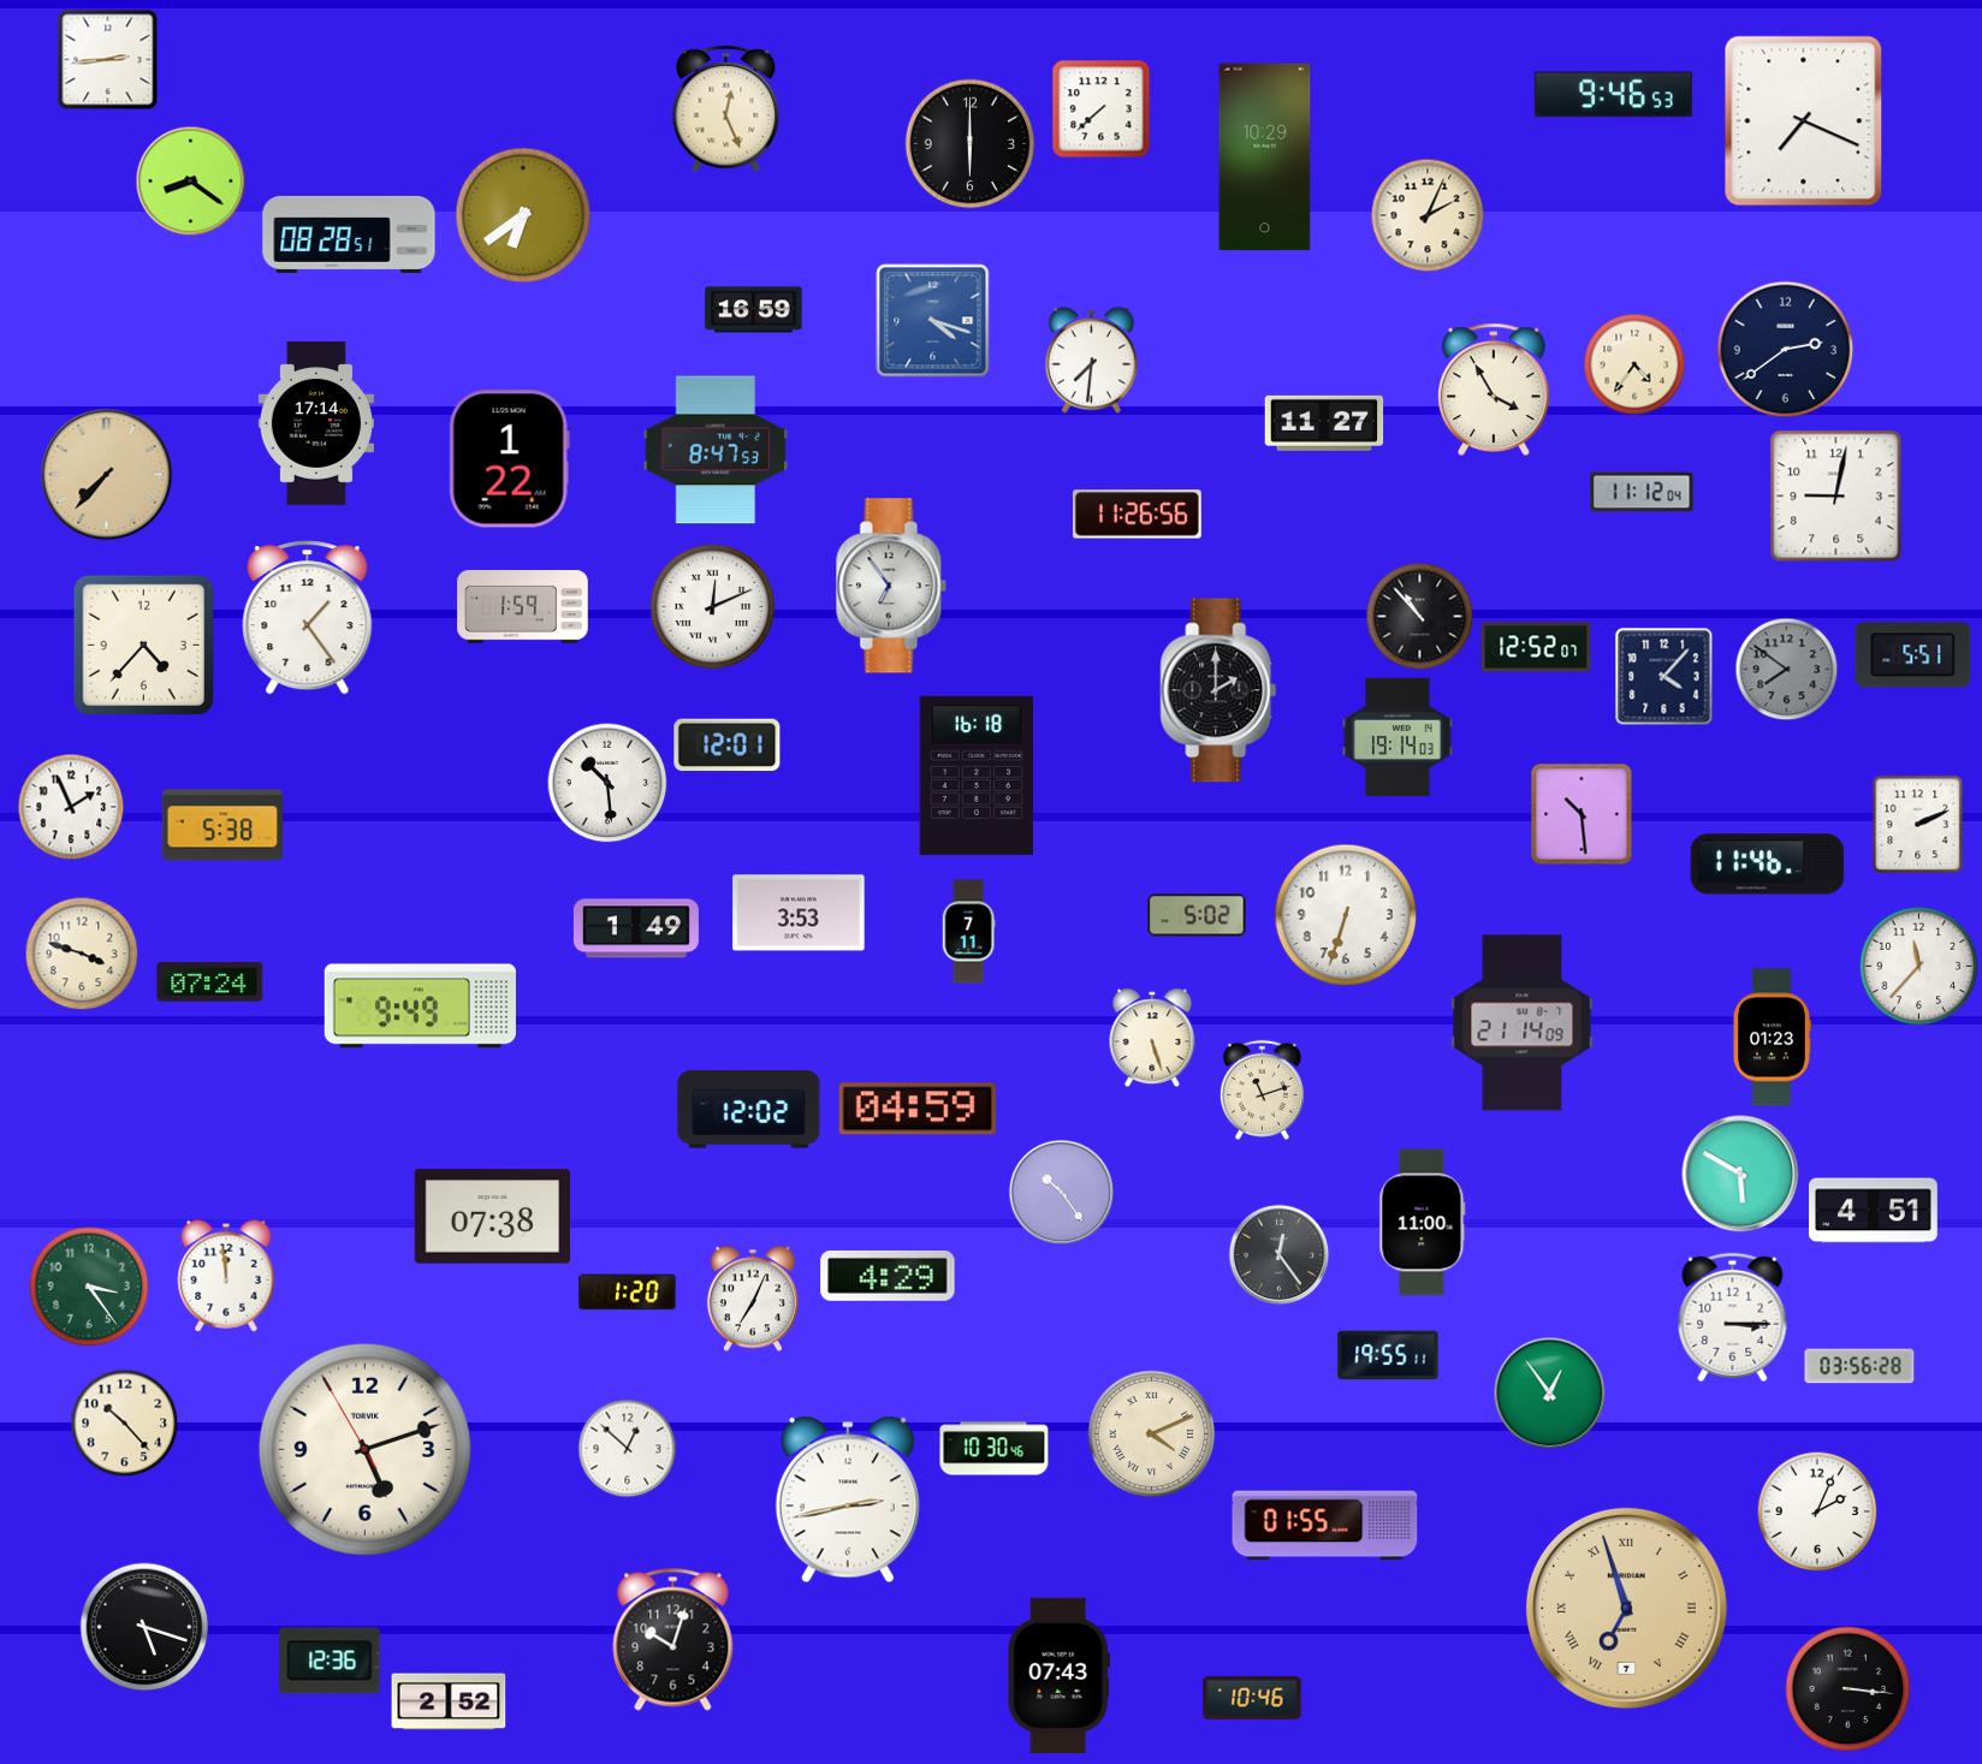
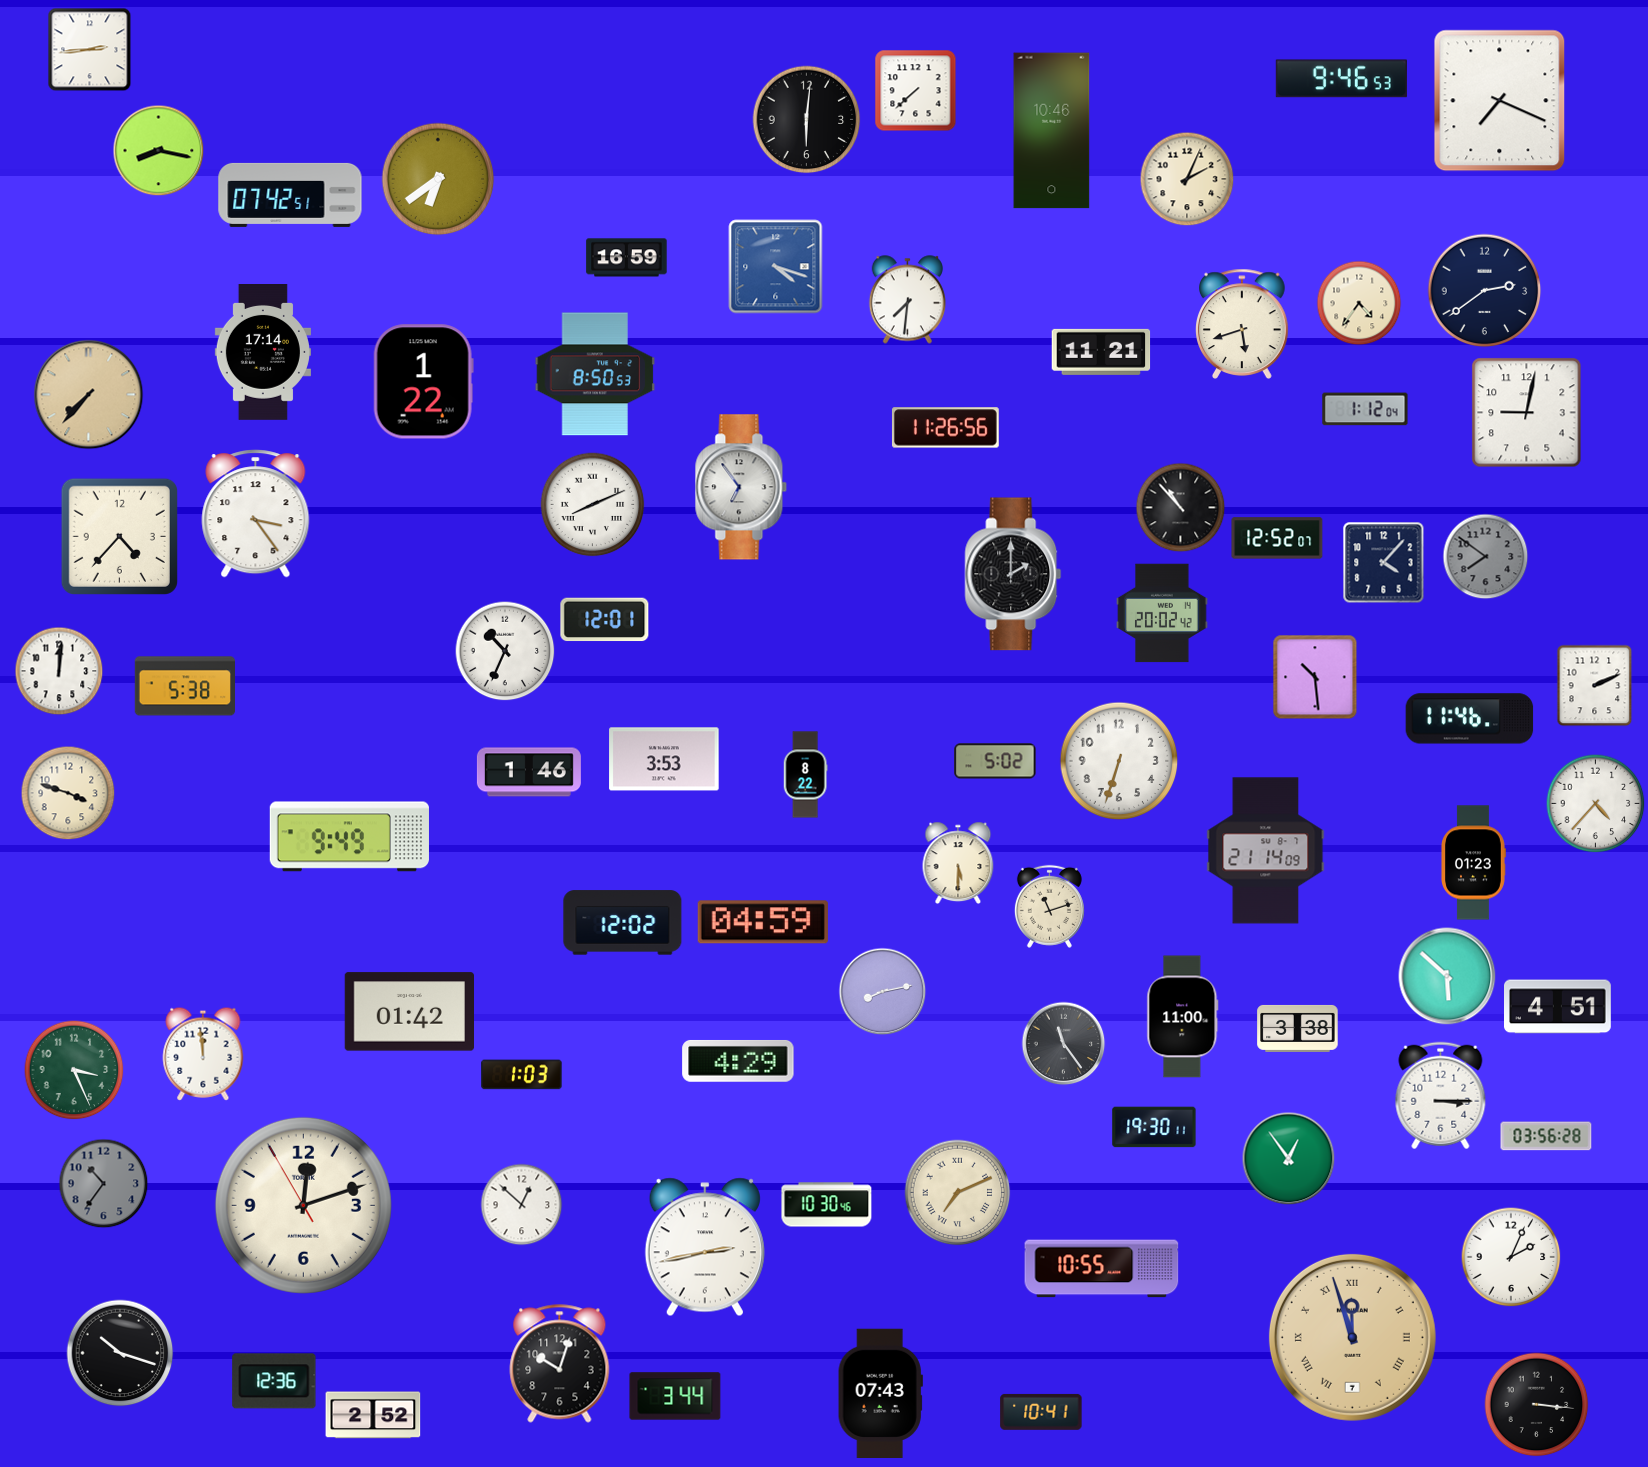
clock at (726, 109): 12:26 -> none
clock at (971, 144): 6:00 -> 6:01
clock at (1265, 158): 10:29 -> 10:46
clock at (191, 182): 8:21 -> 8:17
clock at (523, 215) position: (523, 215) -> (438, 179)
clock at (349, 234): 08:28 -> 07:42
clock at (1495, 390): 3:55 -> 5:42
clock at (1324, 423): 11:27 -> 11:21
clock at (716, 450): 8:47 -> 8:50
clock at (1642, 492): 11:12 -> 1:12
clock at (523, 607): 1:59 -> none
clock at (713, 607): 12:11 -> 8:11
clock at (1420, 617) position: (1420, 617) -> (1181, 508)
clock at (308, 618): 1:24 -> 3:24
clock at (1913, 655): 5:51 -> none
clock at (1398, 737): 19:14 -> 20:02
clock at (977, 776): 16:18 -> none
clock at (607, 783): 10:29 -> 10:34
clock at (71, 807): 1:56 -> 12:01
clock at (636, 928): 1:49 -> 1:46
clock at (968, 932): 7:11 -> 8:22
clock at (1919, 967): 11:37 -> 4:37
clock at (210, 982): 07:24 -> none
clock at (1152, 1038): 5:27 -> 5:30
clock at (1740, 1174): 5:50 -> 5:52
clock at (1062, 1193): 10:24 -> 8:13
clock at (492, 1217): 07:38 -> 01:42
clock at (1298, 1028): none -> 3:38
clock at (1280, 1255): 12:24 -> 11:24
clock at (226, 1276) position: (226, 1276) -> (203, 1054)
clock at (89, 1287): 3:24 -> 3:26
clock at (628, 1293): 1:20 -> 1:03
clock at (753, 1299): 7:04 -> none
clock at (1388, 1355): 19:55 -> 19:30
clock at (125, 1424): 10:23 -> 10:36
clock at (125, 1424) dial: cream -> grey
clock at (1152, 1435): 4:11 -> 7:11
clock at (364, 1449): 5:11 -> 12:11
clock at (1325, 1526): 01:55 -> 10:55
clock at (1626, 1608): 6:57 -> 11:57
clock at (144, 1627): 5:18 -> 10:18
clock at (675, 1396): none -> 3:44
clock at (1252, 1698): 10:46 -> 10:41
